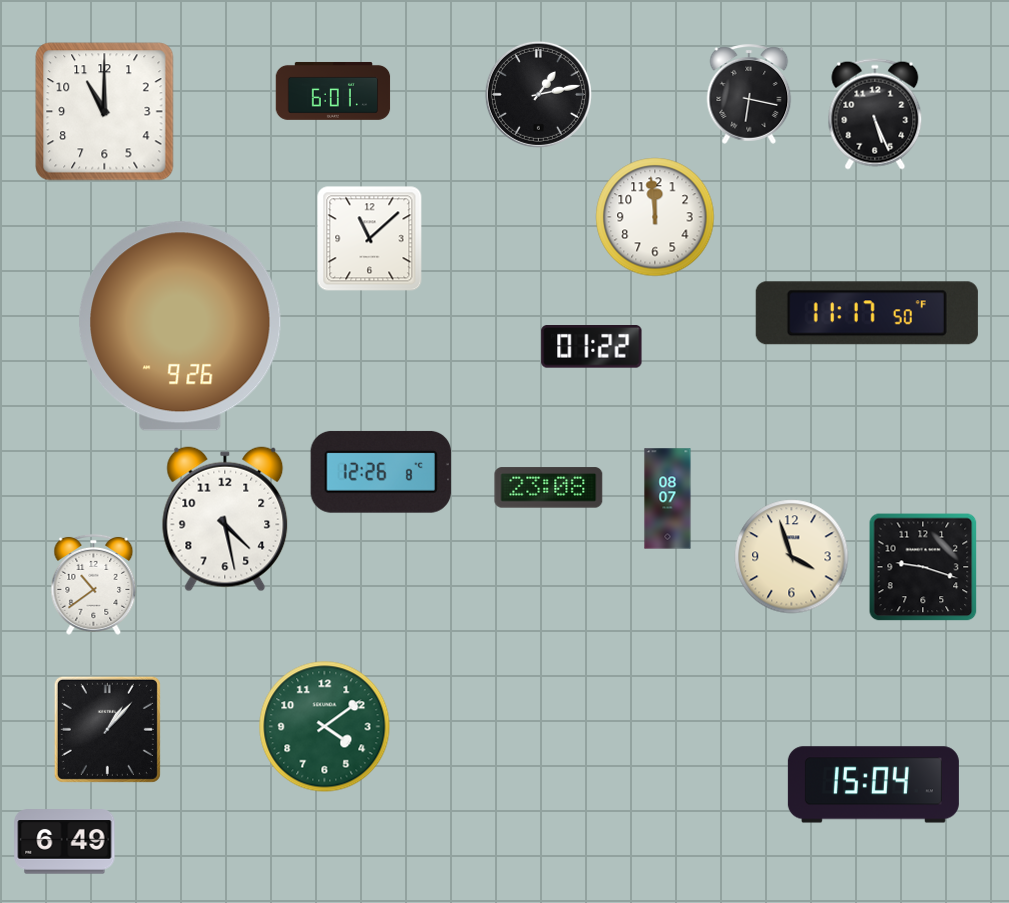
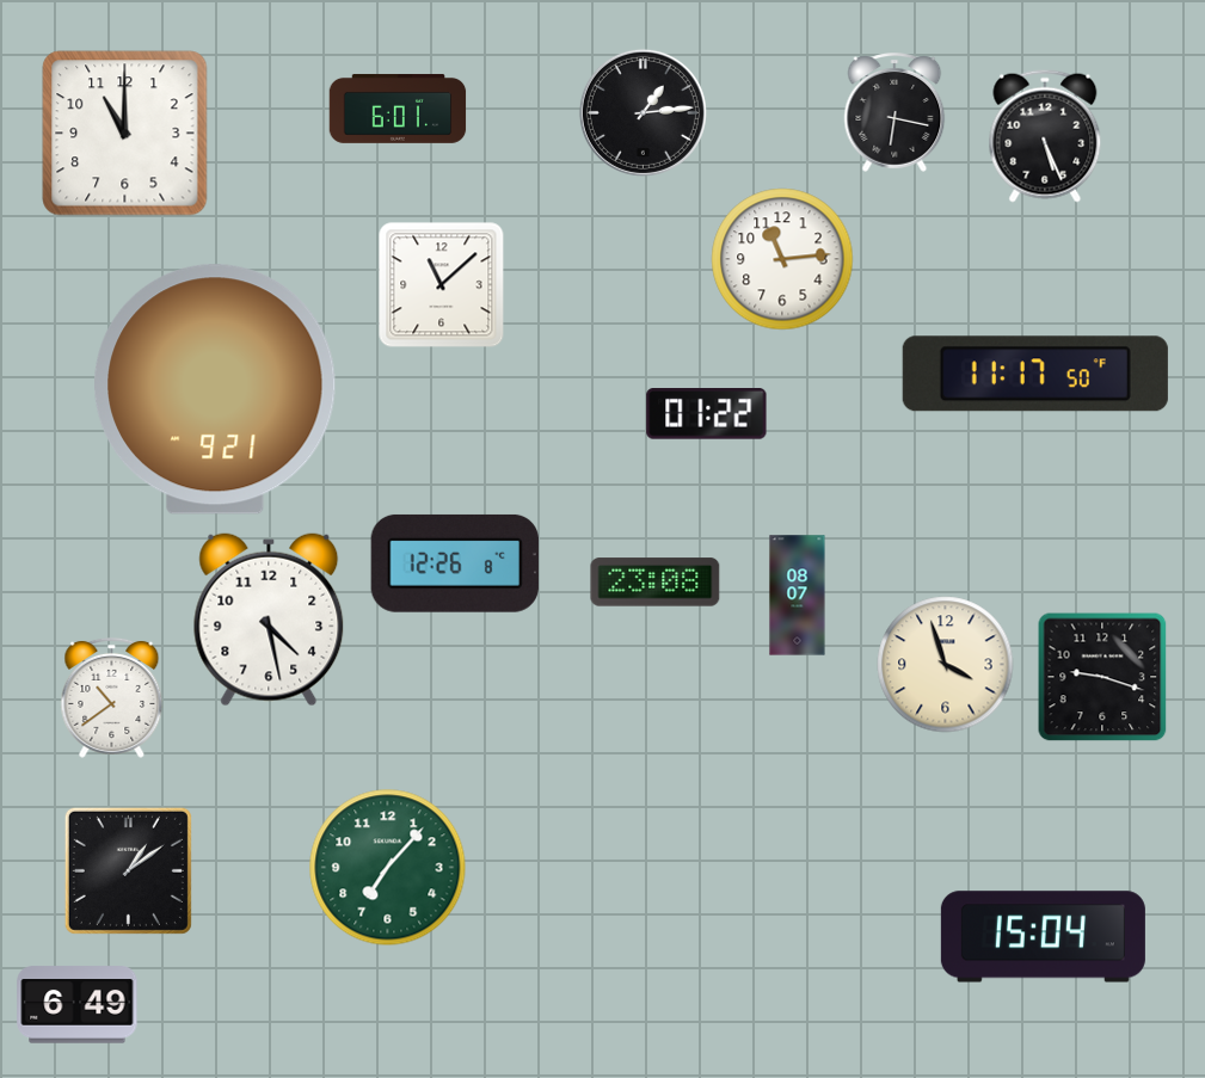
clock at (538, 94): 1:13 -> 1:14
clock at (655, 217): 11:59 -> 11:14
clock at (181, 326): 9:26 -> 9:21
clock at (325, 727): 4:09 -> 7:07
clock at (107, 729): 1:07 -> 1:09
